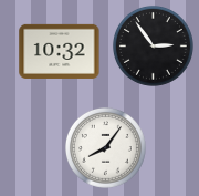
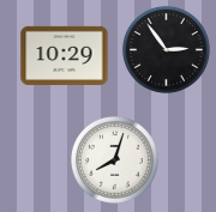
clock at (60, 51): 10:32 -> 10:29
clock at (105, 147): 8:06 -> 8:03
